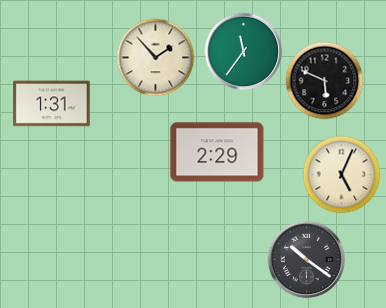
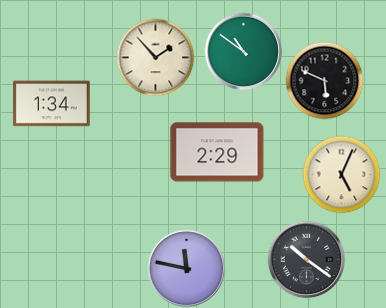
clock at (243, 51): 11:36 -> 10:51
clock at (52, 104): 1:31 -> 1:34
clock at (186, 268): none -> 11:47
